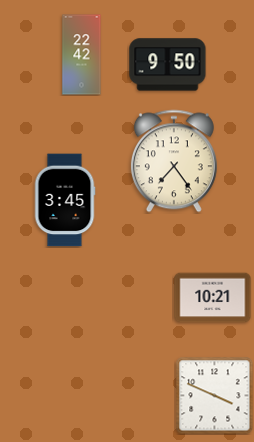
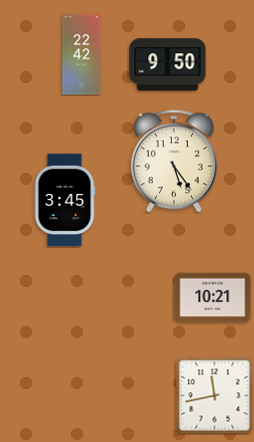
clock at (174, 161): 7:24 -> 5:24
clock at (214, 395): 3:49 -> 11:43
